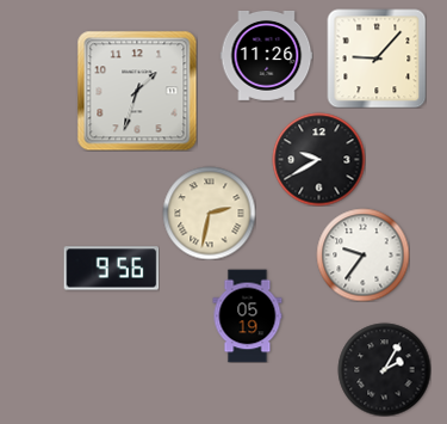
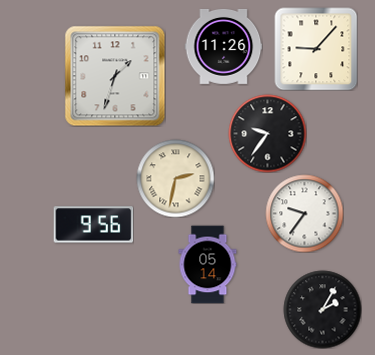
clock at (318, 159): 9:40 -> 9:36
clock at (248, 315): 05:19 -> 05:14
